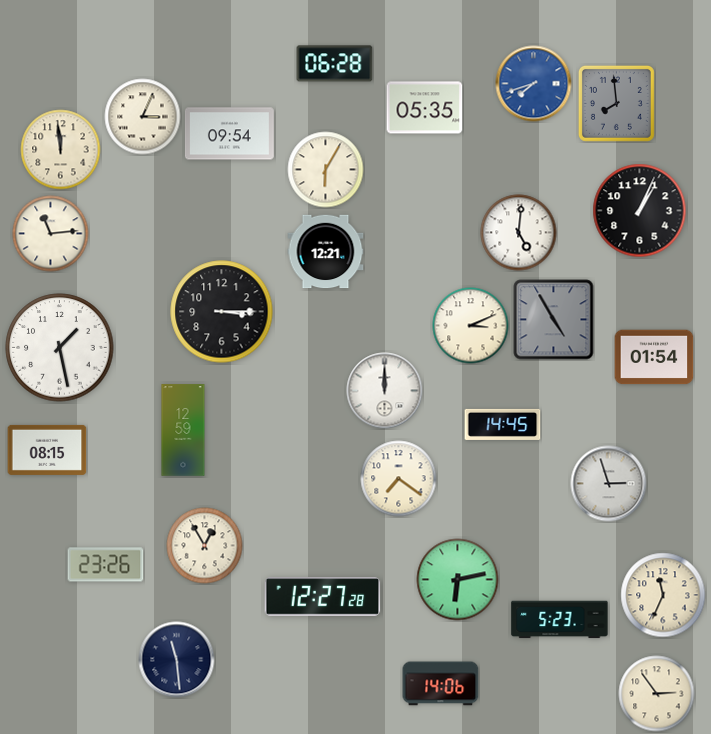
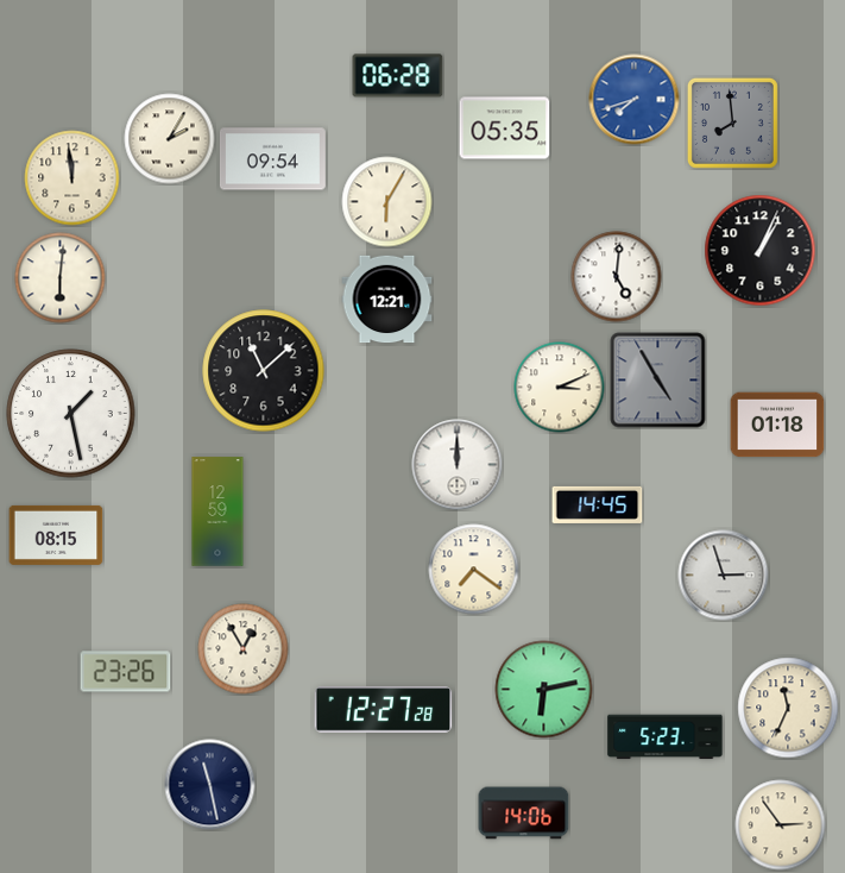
clock at (143, 117): 3:04 -> 2:05
clock at (51, 234): 11:14 -> 6:01
clock at (222, 312): 3:15 -> 11:08
clock at (654, 357): 01:54 -> 01:18
clock at (177, 660): 11:29 -> 11:28
